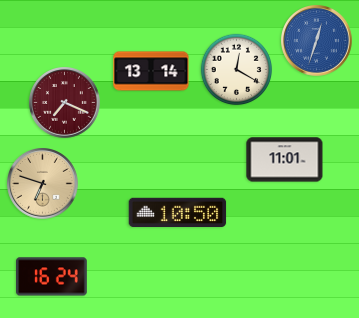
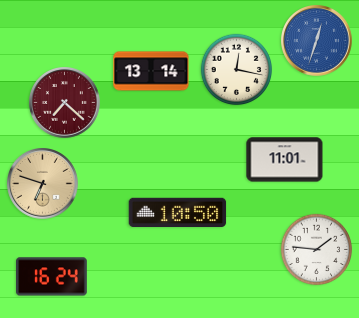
clock at (237, 70): 12:20 -> 12:17
clock at (65, 103): 7:19 -> 7:22
clock at (317, 250): none -> 1:46
